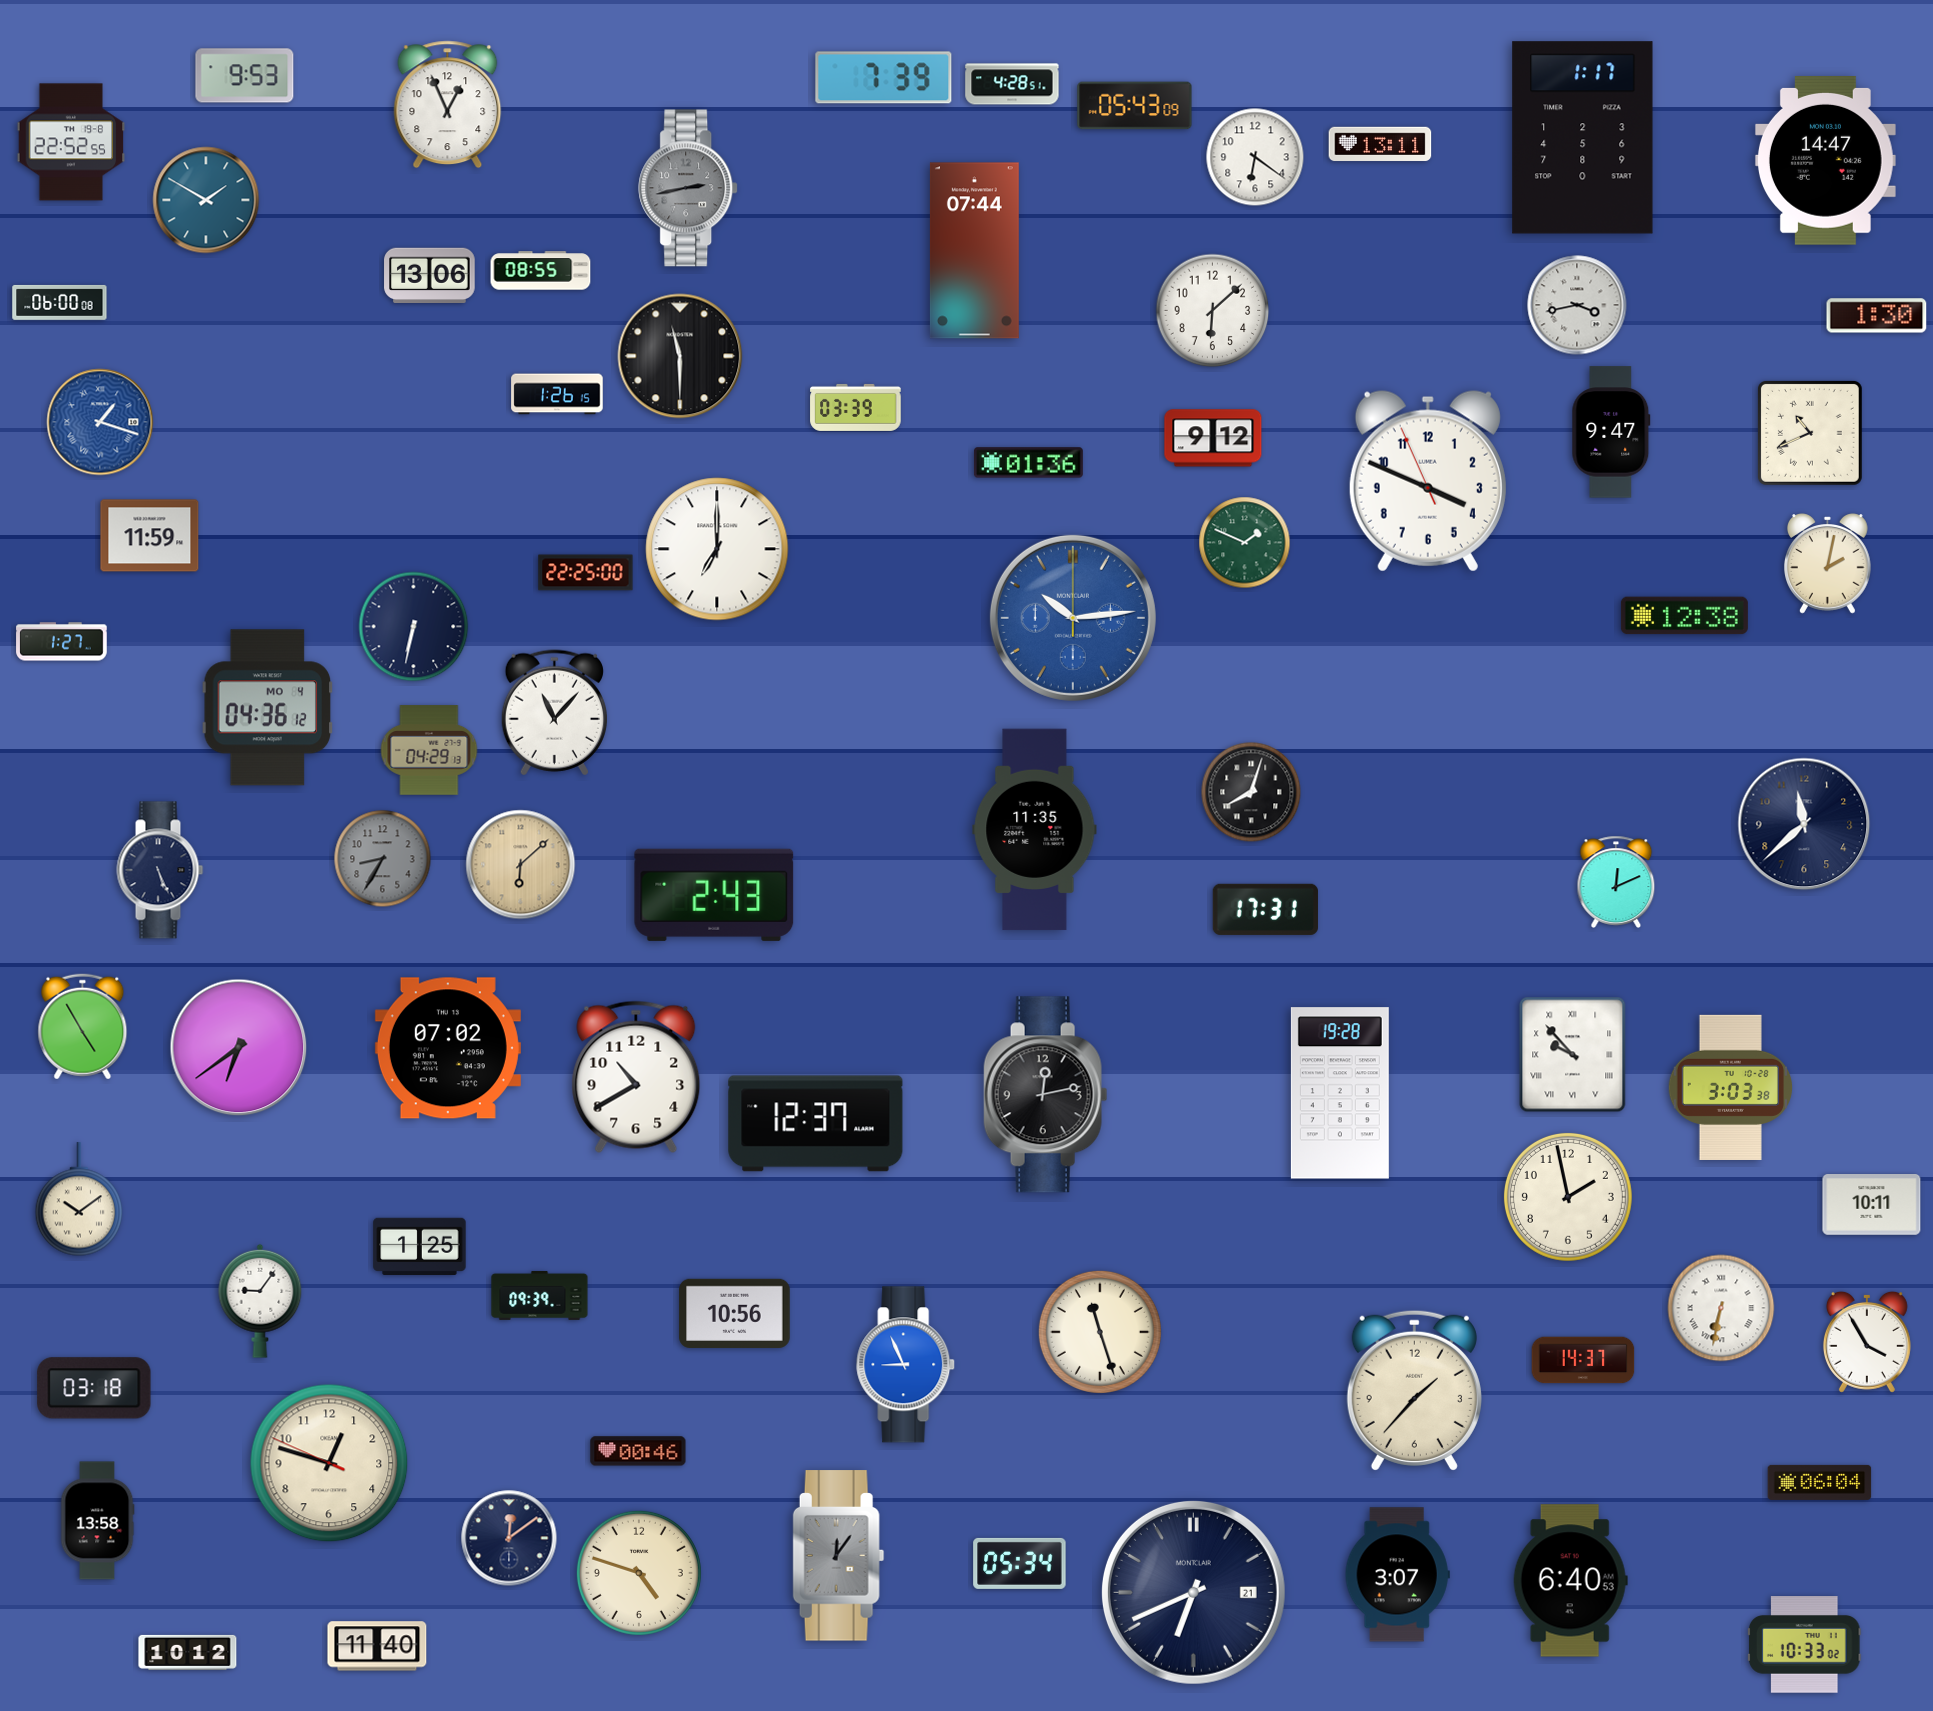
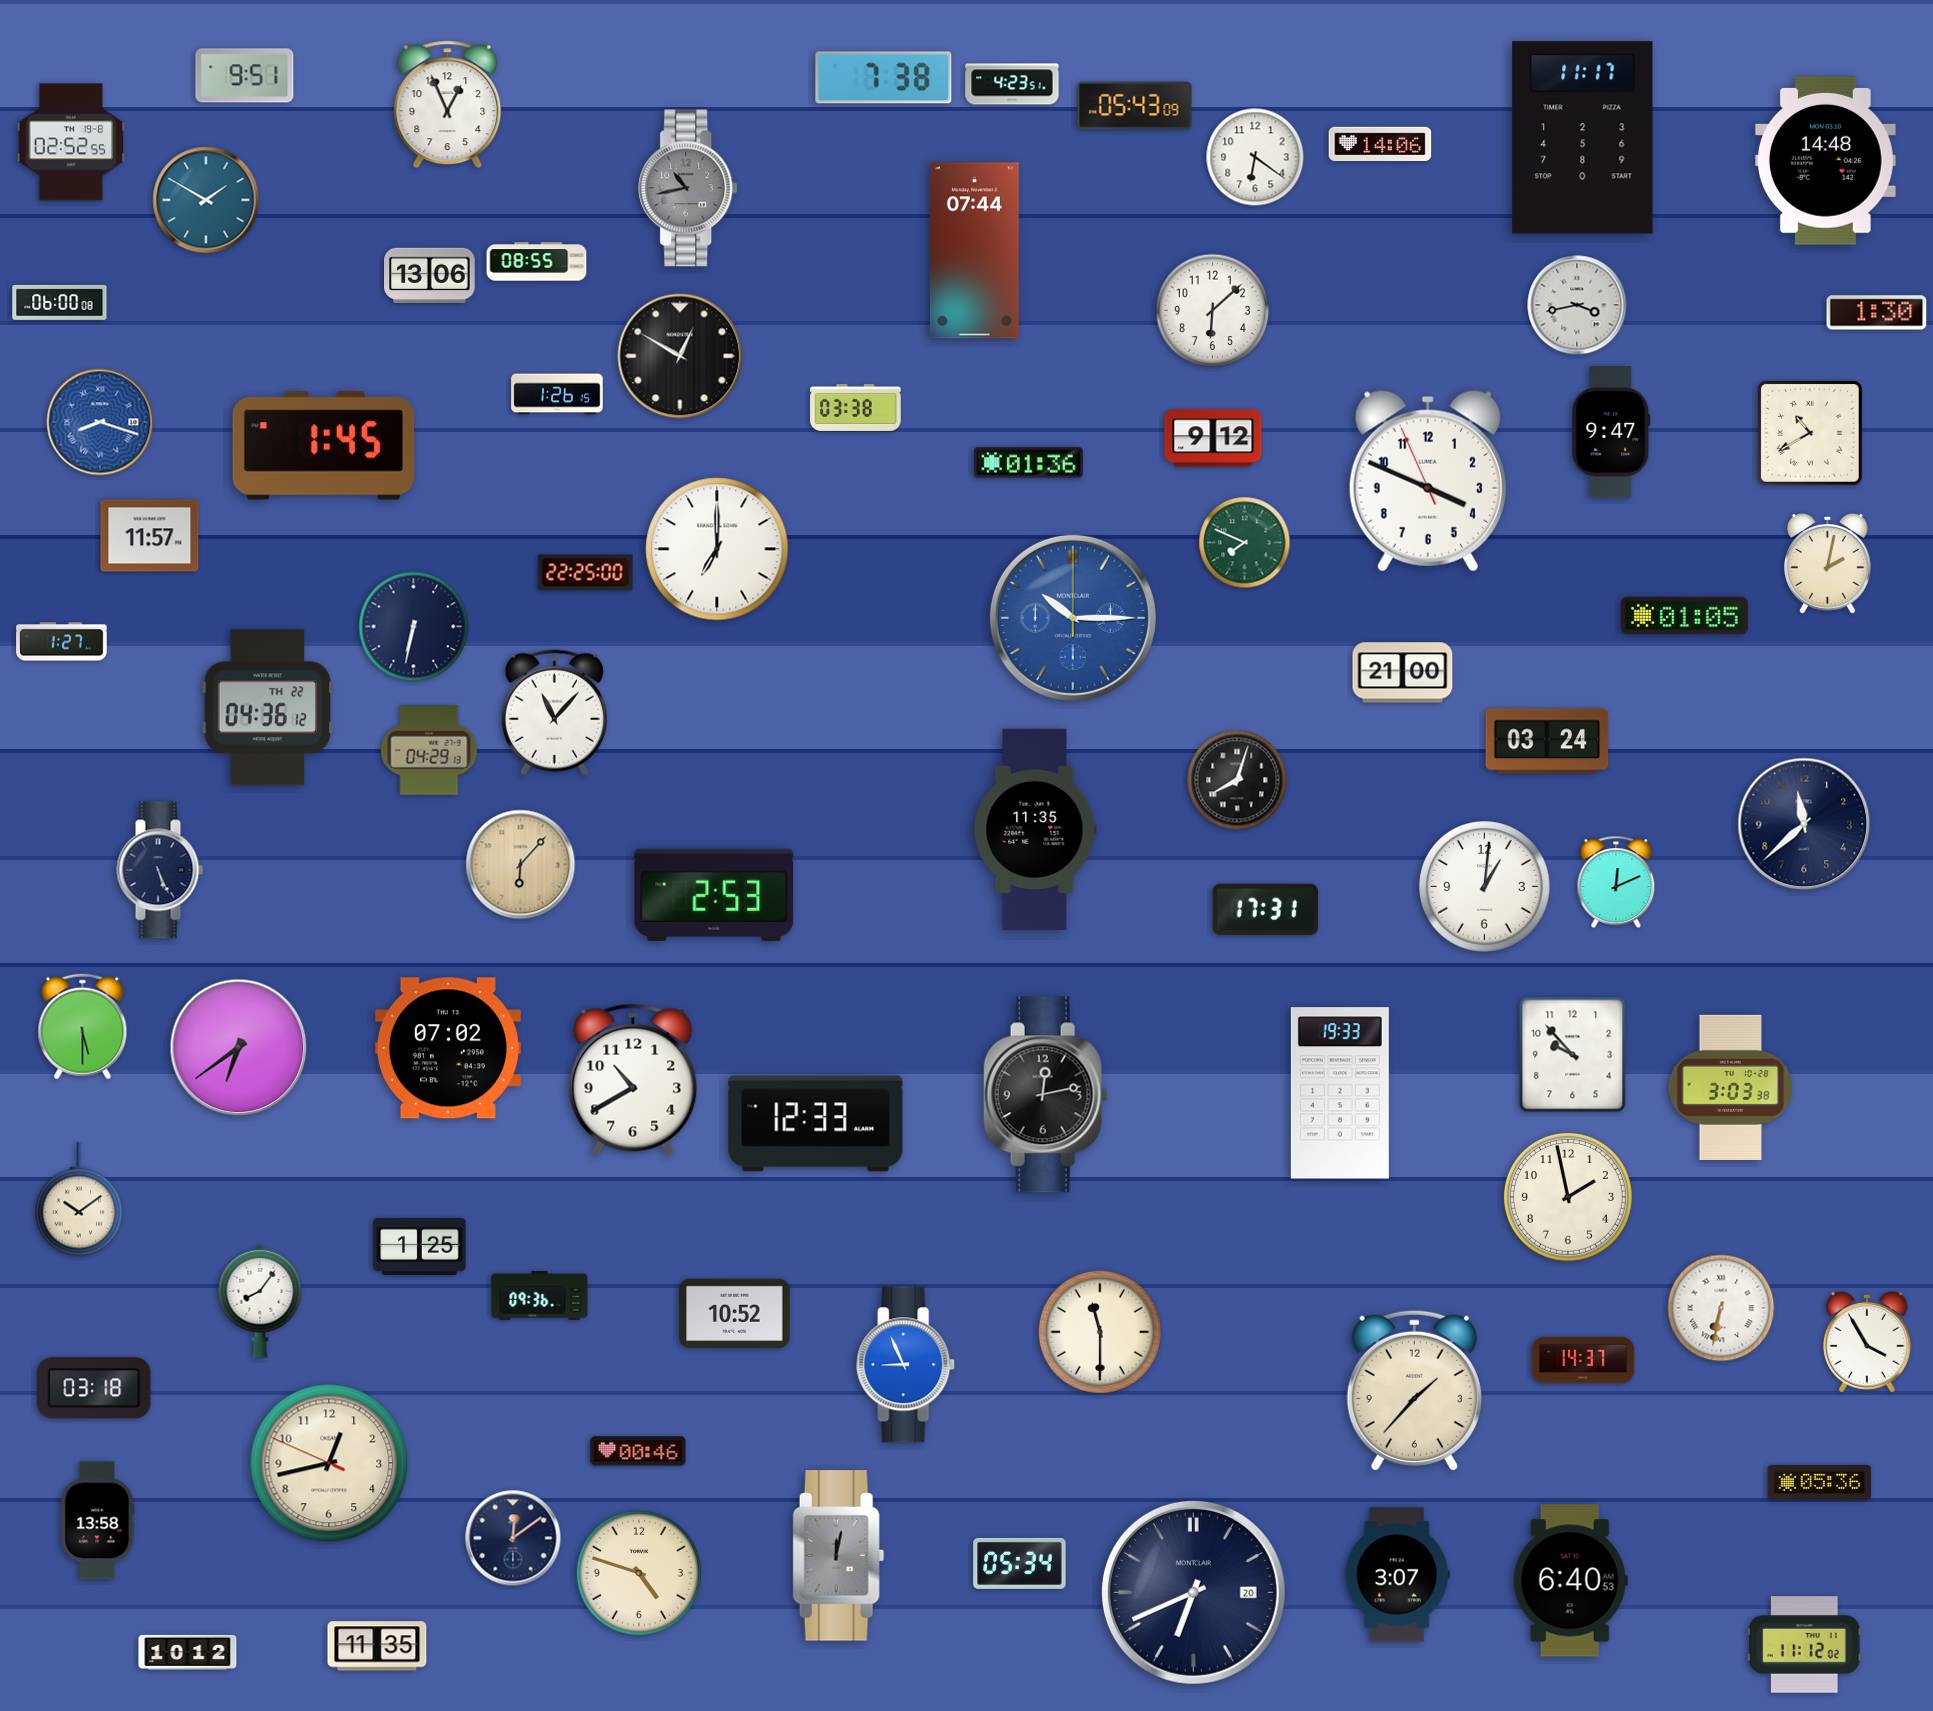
clock at (245, 76): 9:53 -> 9:51
clock at (884, 78): 7:39 -> 7:38
clock at (1012, 84): 4:28 -> 4:23
clock at (1583, 138): 1:17 -> 11:17
clock at (71, 142): 22:52 -> 02:52
clock at (1380, 144): 13:11 -> 14:06
clock at (1825, 160): 14:47 -> 14:48
clock at (689, 188): 2:43 -> 10:43
clock at (541, 271) position: (541, 271) -> (537, 262)
clock at (1877, 316) position: (1877, 316) -> (1877, 313)
clock at (680, 356): 11:30 -> 12:50
clock at (856, 407): 03:39 -> 03:38
clock at (100, 422): 1:18 -> 8:18
clock at (1810, 433): 10:41 -> 10:40
clock at (324, 446): none -> 1:45
clock at (150, 536): 11:59 -> 11:57
clock at (1245, 543): 1:49 -> 7:49
clock at (1684, 616): 12:38 -> 01:05
clock at (1073, 618): 10:14 -> 10:15
clock at (1403, 673): none -> 21:00
clock at (268, 708) date: MO 4 -> TH 22
clock at (1547, 741): none -> 03:24
clock at (1251, 792) position: (1251, 792) -> (1237, 780)
clock at (383, 859): 8:35 -> none
clock at (521, 865): 6:08 -> 6:07
clock at (1485, 887): none -> 1:01
clock at (714, 895): 2:43 -> 2:53
clock at (83, 1027): 4:55 -> 5:30
clock at (1573, 1055) numerals: Roman -> Arabic
clock at (636, 1077) position: (636, 1077) -> (633, 1080)
clock at (1340, 1093): 19:28 -> 19:33
clock at (816, 1124): 12:37 -> 12:33
clock at (1872, 1205): 10:11 -> none
clock at (540, 1295): 09:39 -> 09:36
clock at (260, 1301): 9:06 -> 8:06
clock at (735, 1313): 10:56 -> 10:52
clock at (1100, 1332): 11:27 -> 11:30
clock at (329, 1463): 12:47 -> 12:42
clock at (1820, 1482): 06:04 -> 05:36
clock at (509, 1538) position: (509, 1538) -> (513, 1538)
clock at (839, 1556): 12:06 -> 12:02
clock at (1193, 1592) date: 21 -> 20
clock at (1805, 1645): 10:33 -> 11:12
clock at (377, 1646): 11:40 -> 11:35
